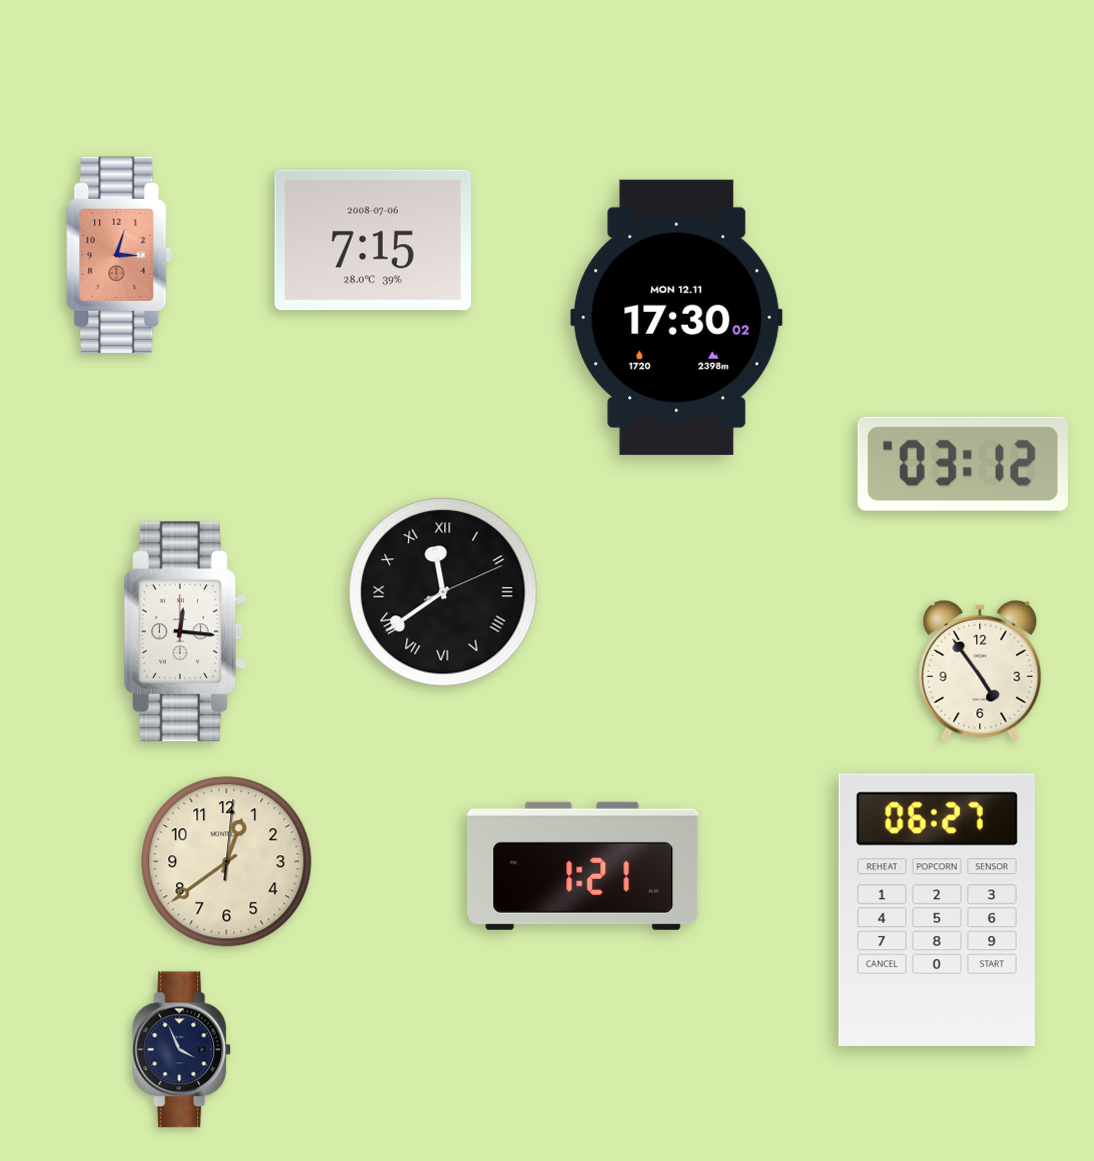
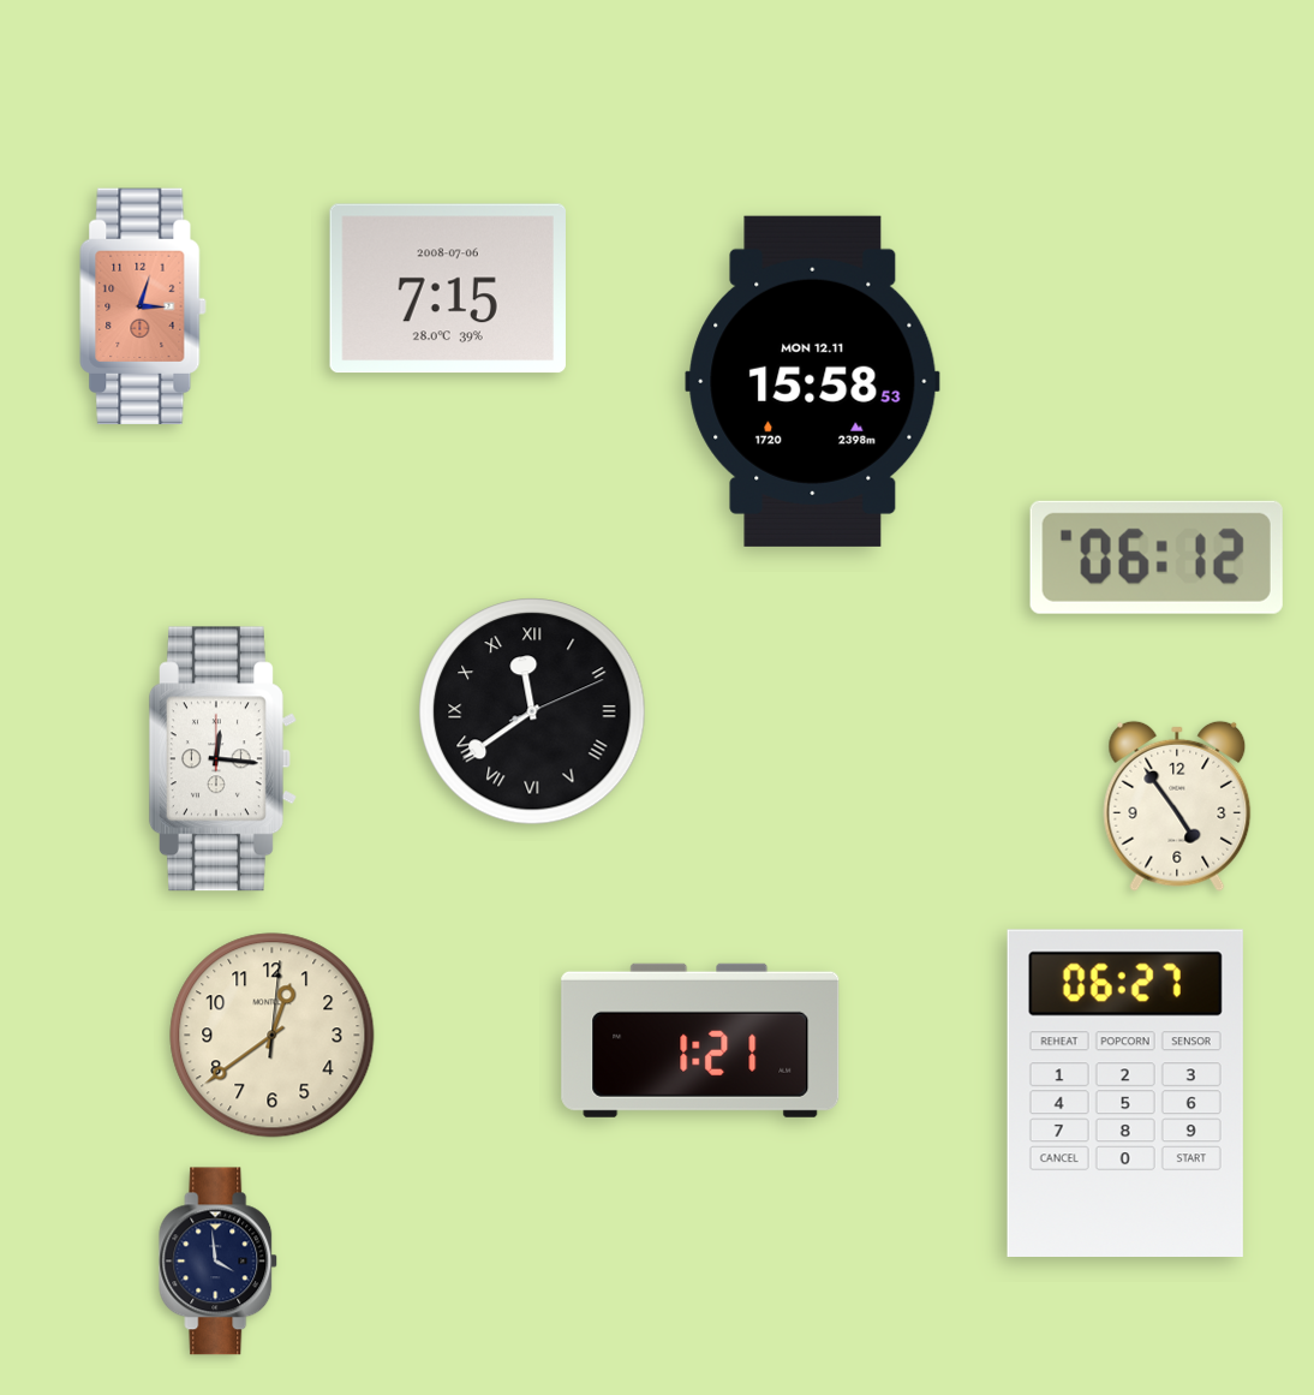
clock at (677, 317): 17:30 -> 15:58
clock at (963, 464): 03:12 -> 06:12
clock at (182, 1050): 3:56 -> 3:59
